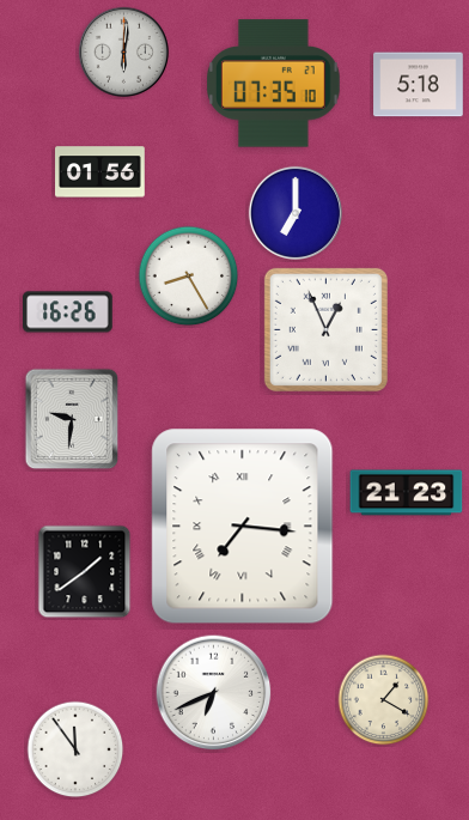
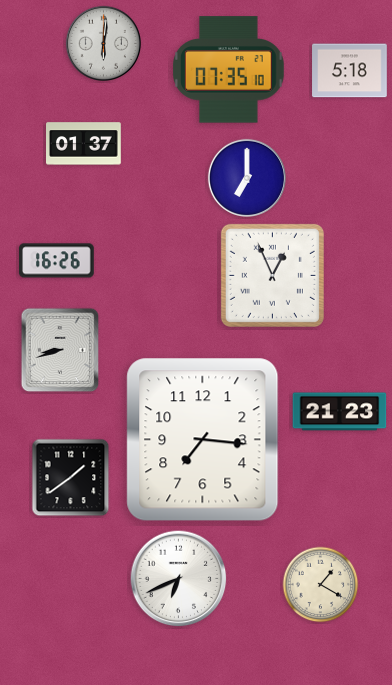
clock at (100, 172): 01:56 -> 01:37
clock at (189, 277): 8:25 -> none
clock at (72, 419): 9:31 -> 8:42
clock at (243, 527) numerals: Roman -> Arabic
clock at (75, 749): 11:54 -> none
